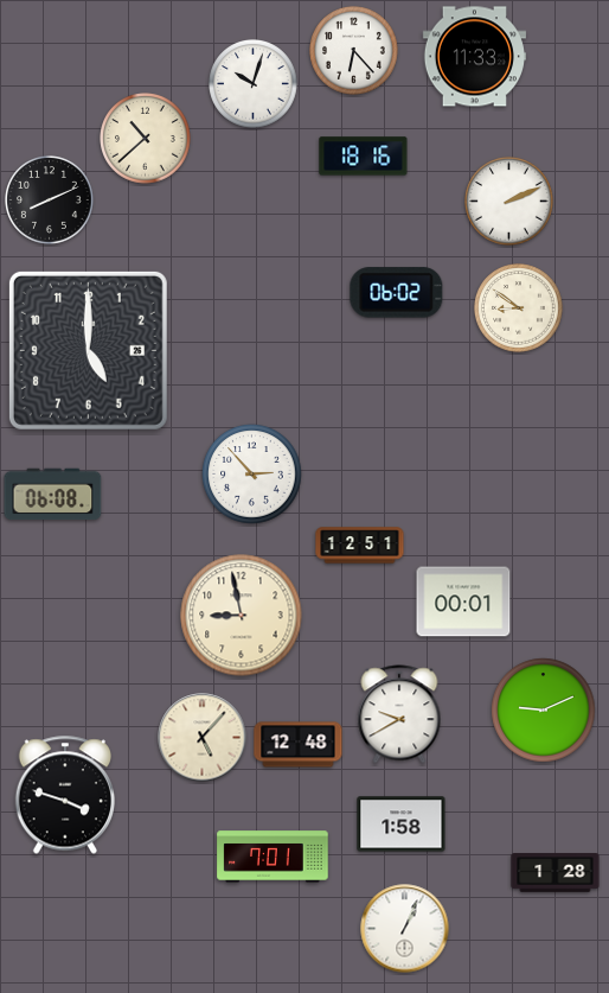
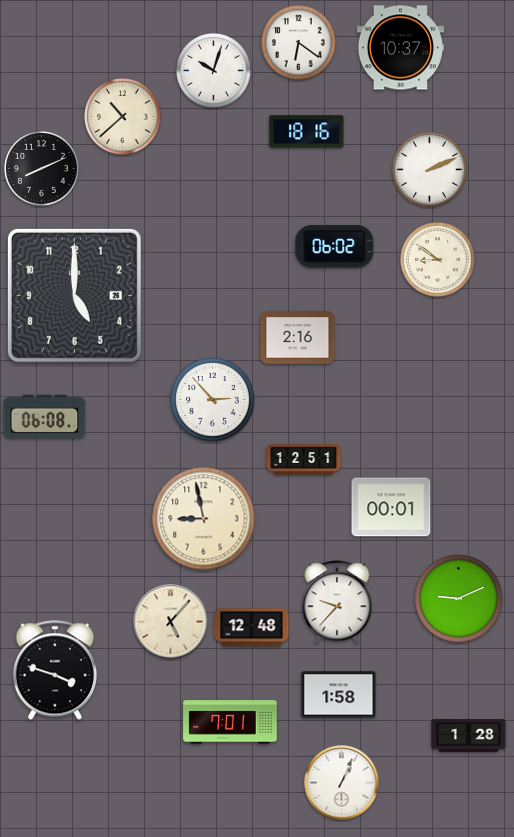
clock at (354, 51): 6:23 -> 6:21
clock at (474, 57): 11:33 -> 10:37
clock at (298, 338): none -> 2:16
clock at (399, 714): 9:40 -> 9:37
